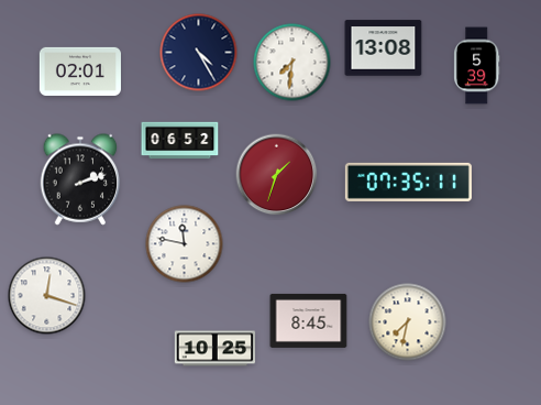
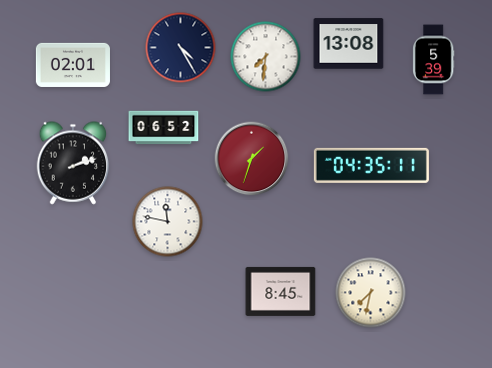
clock at (408, 182): 07:35 -> 04:35
clock at (47, 296): 12:18 -> none
clock at (216, 349): 10:25 -> none
